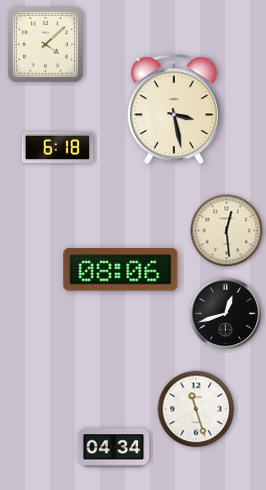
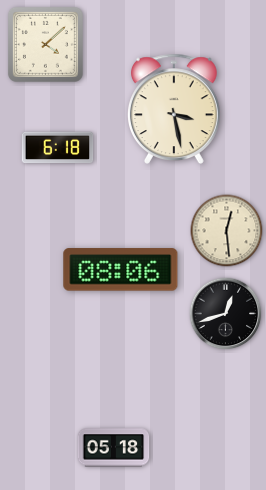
clock at (196, 409): 11:27 -> none
clock at (114, 448): 04:34 -> 05:18
